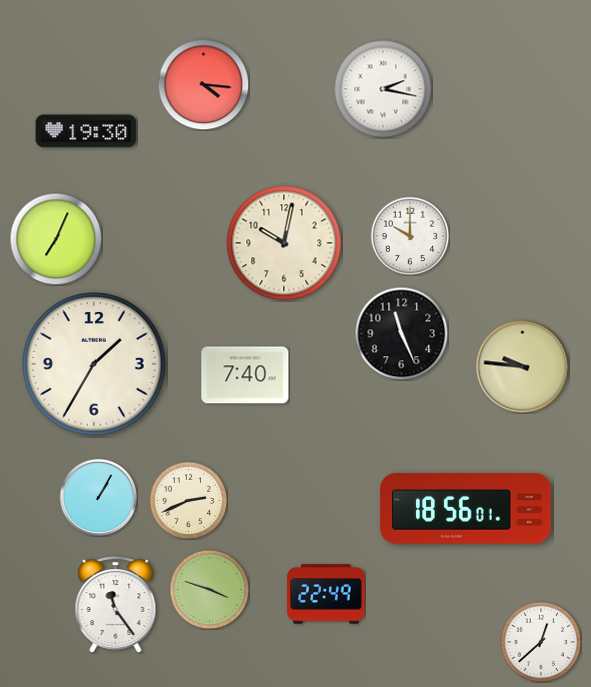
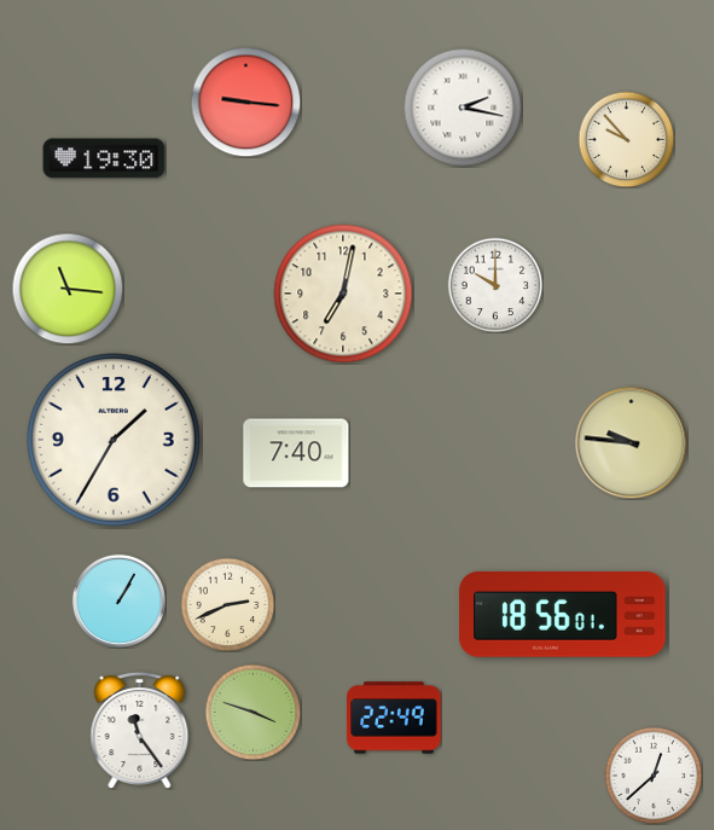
clock at (203, 84): 4:16 -> 9:16
clock at (626, 139): none -> 9:53
clock at (56, 239): 7:04 -> 11:16
clock at (284, 243): 10:02 -> 7:02
clock at (401, 333): 11:26 -> none
